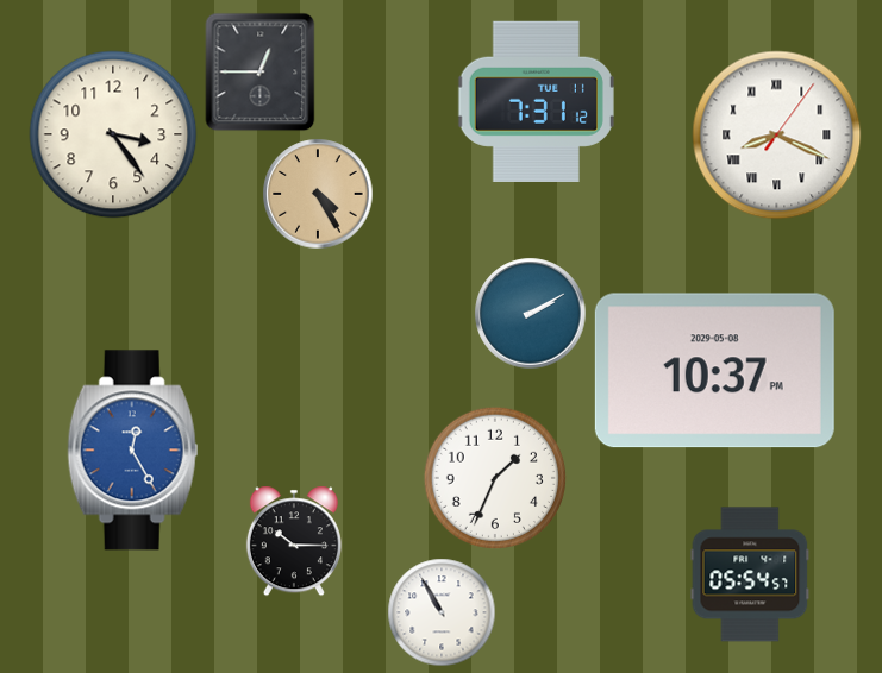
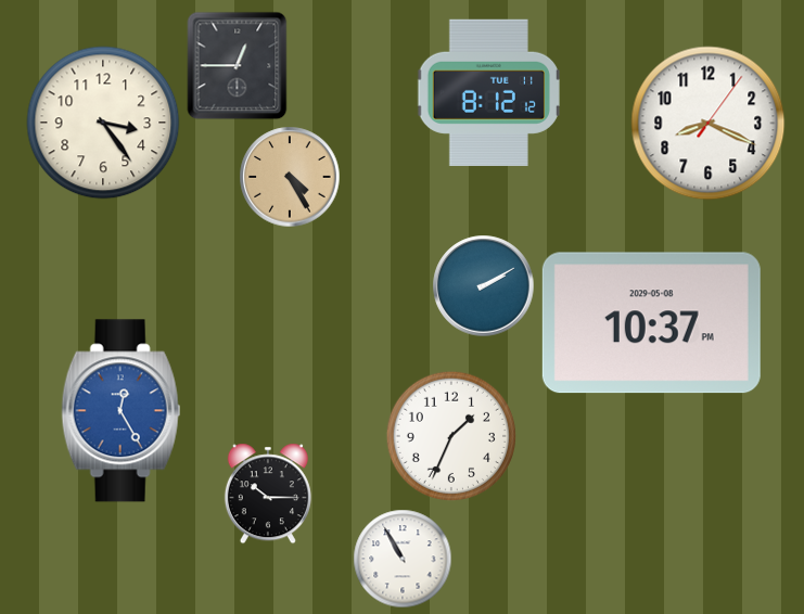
clock at (536, 101): 7:31 -> 8:12
clock at (777, 136) numerals: Roman -> Arabic
clock at (714, 371) position: (714, 371) -> (651, 323)
clock at (750, 574): 05:54 -> none
